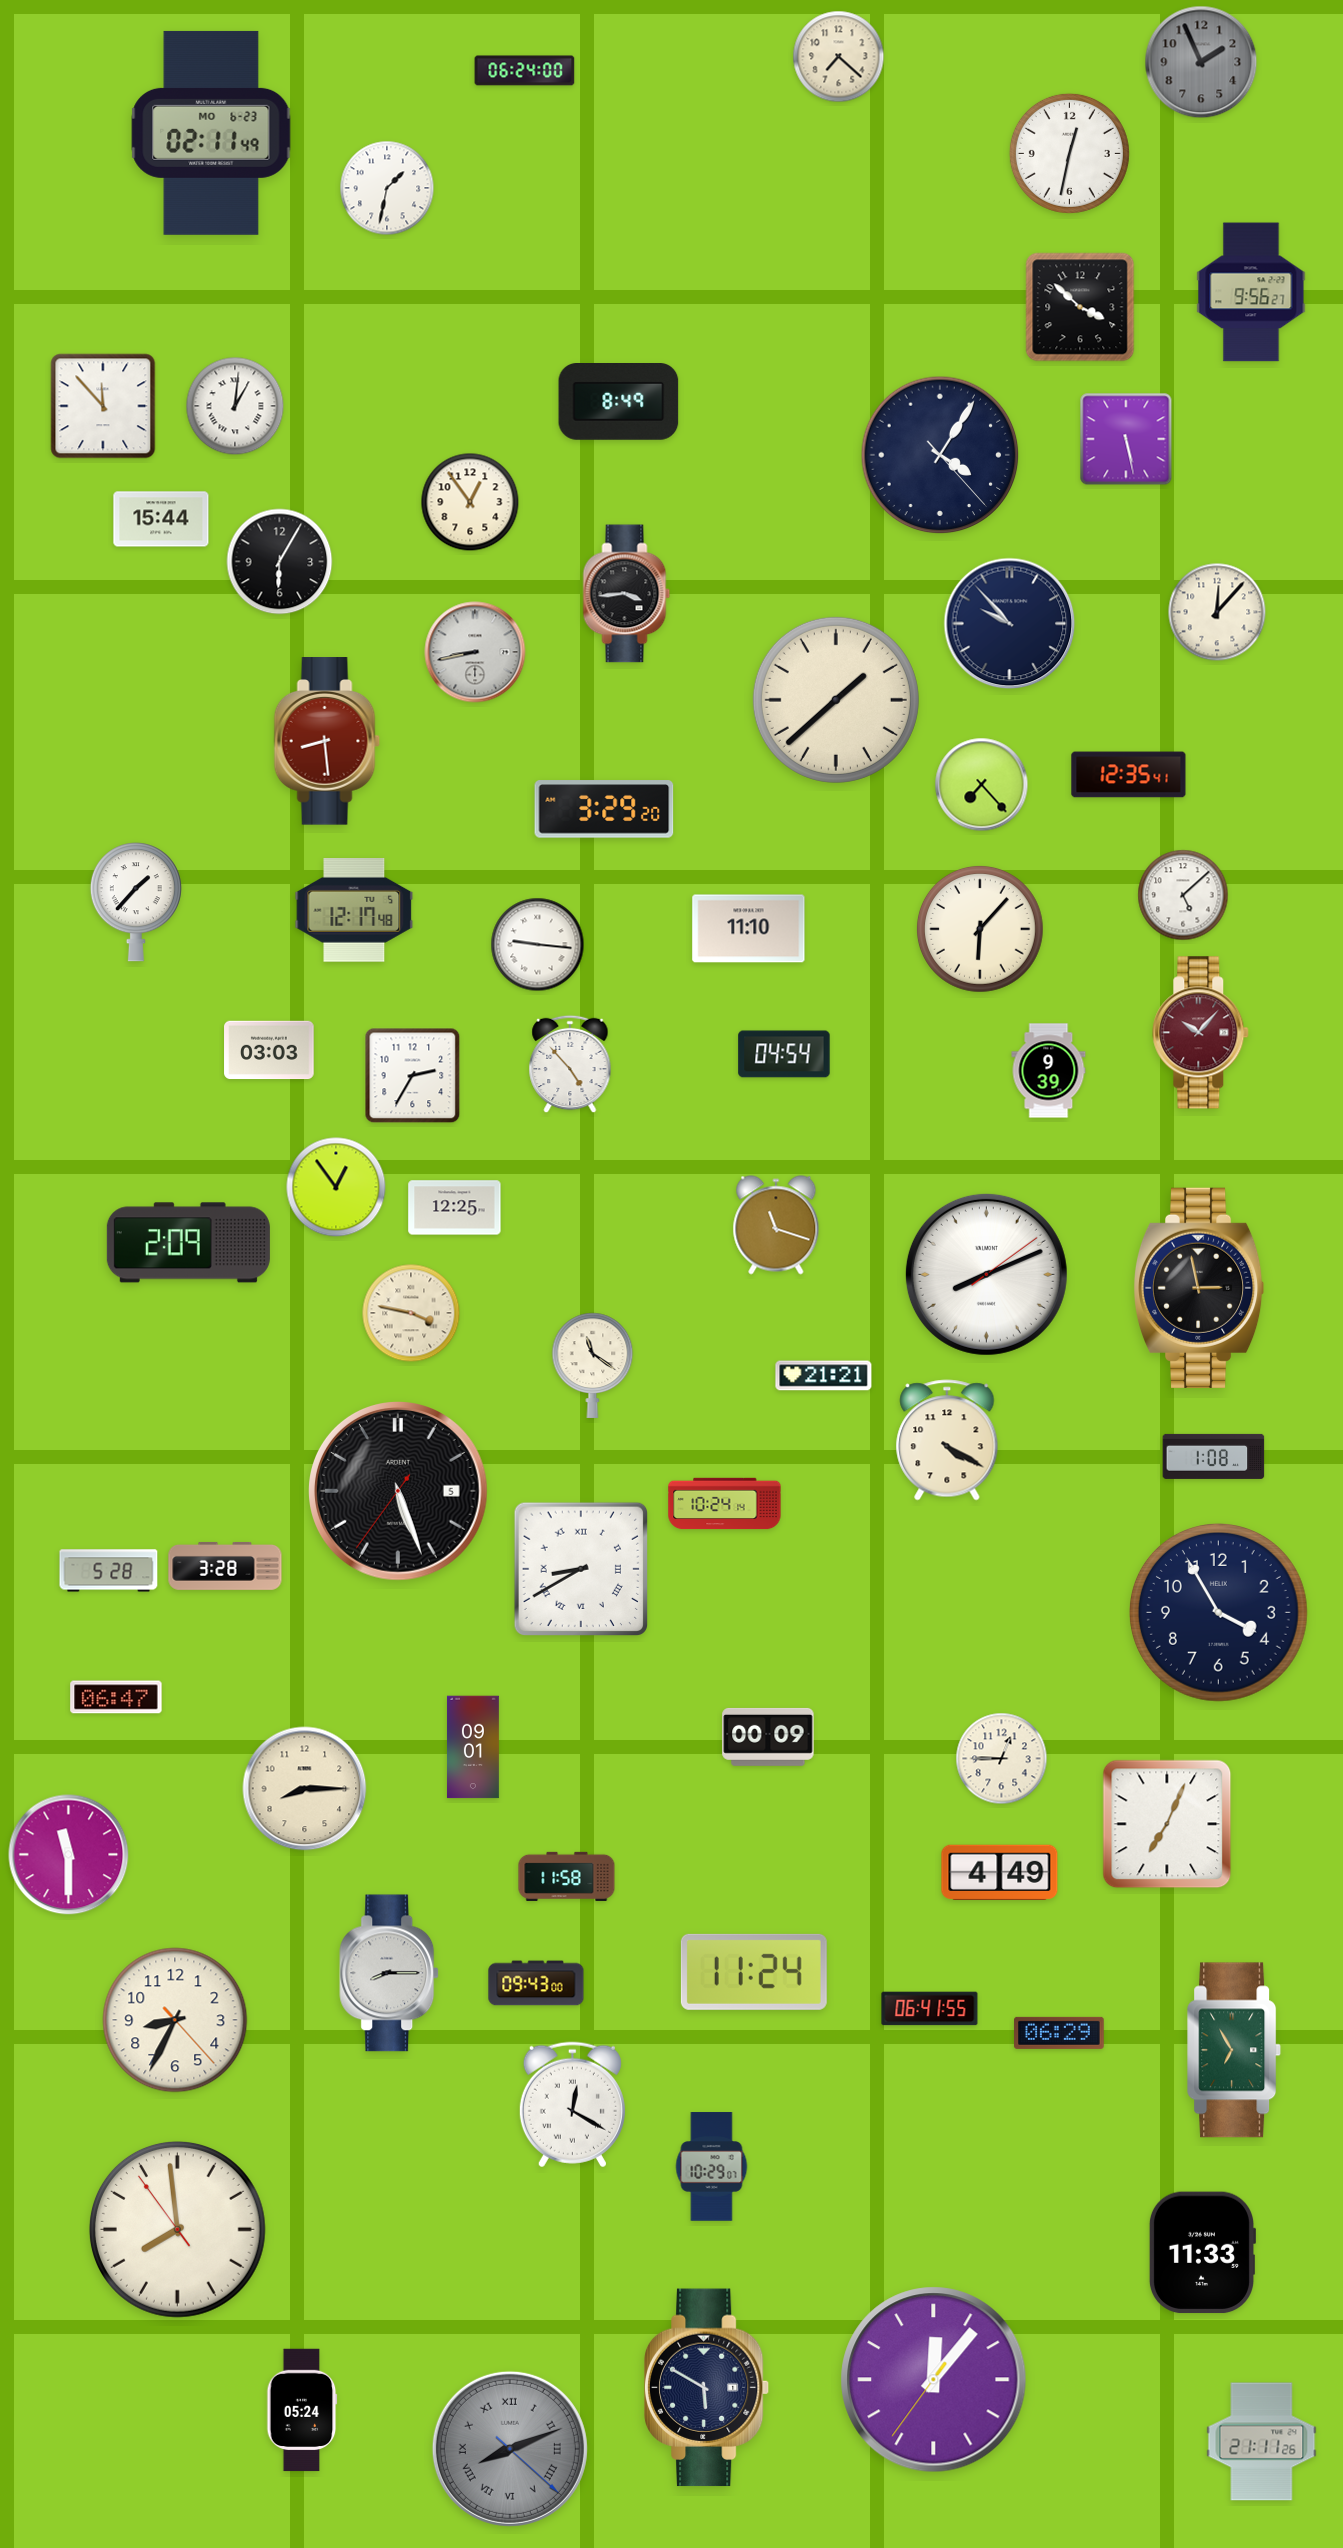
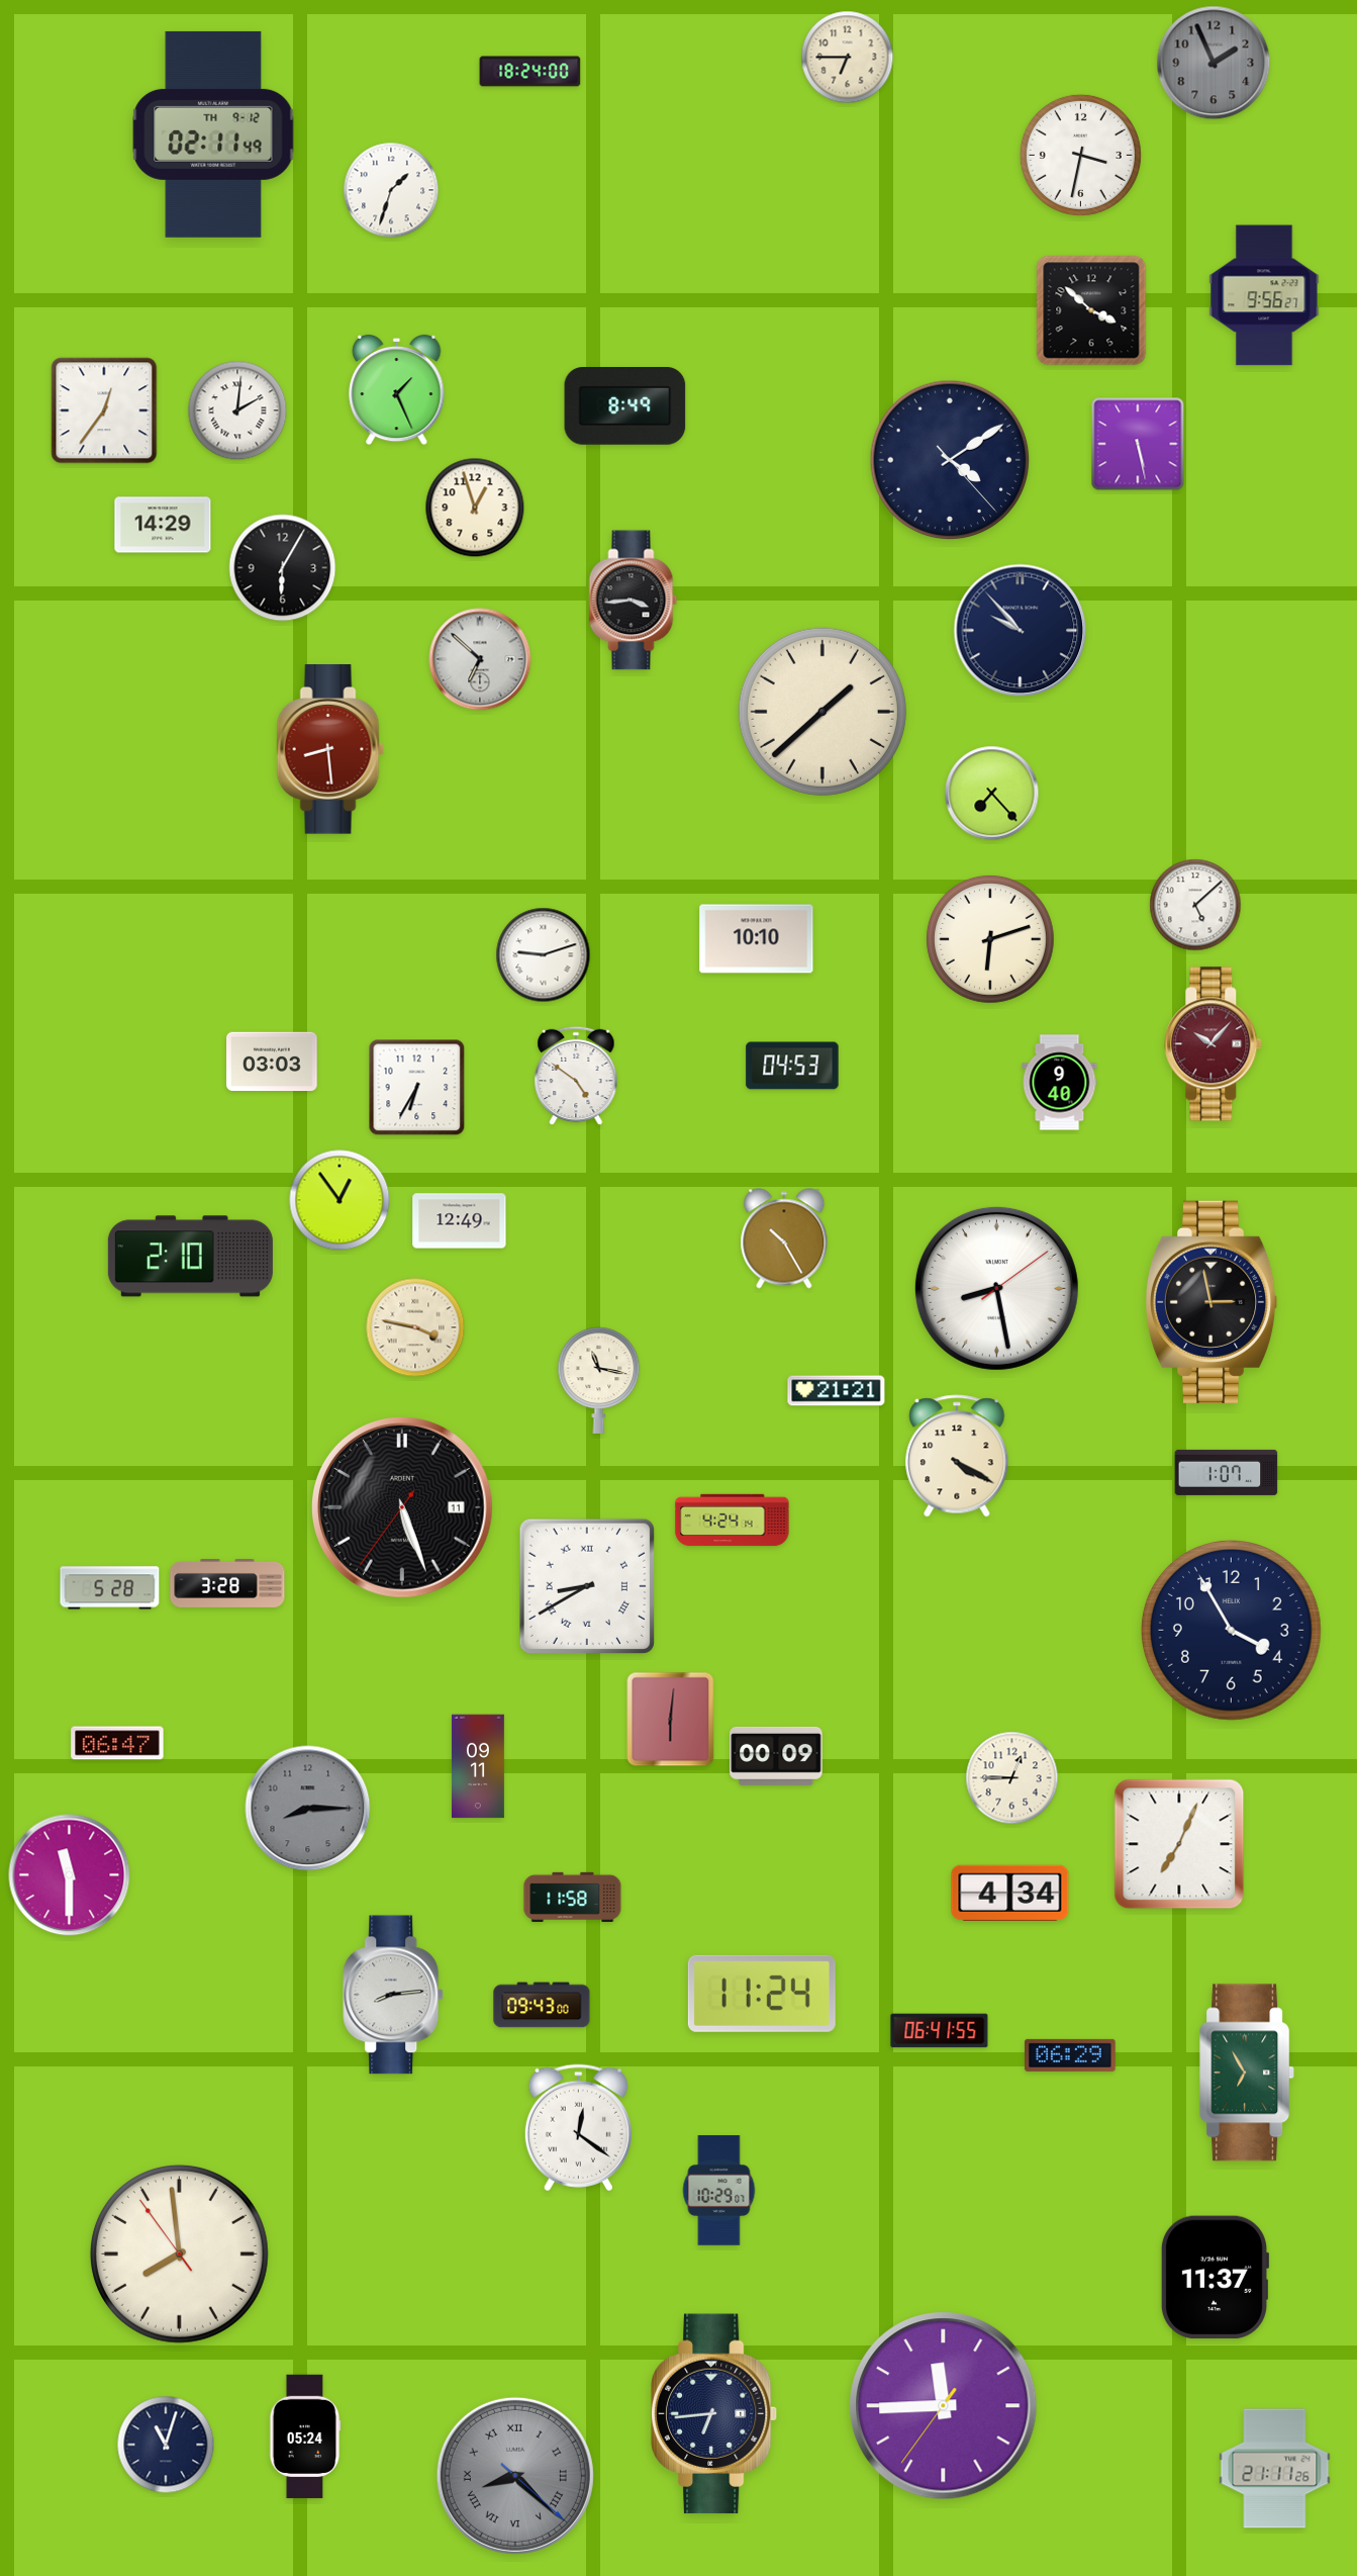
clock at (839, 57): 7:22 -> 6:45
clock at (525, 71): 06:24 -> 18:24
clock at (211, 133) date: MO 6-23 -> TH 9-12
clock at (1069, 153): 12:32 -> 3:32
clock at (387, 188): 1:32 -> 1:33
clock at (397, 390): none -> 1:26
clock at (103, 406): 11:53 -> 12:36
clock at (235, 406): 1:01 -> 2:01
clock at (940, 455): 4:05 -> 4:09
clock at (470, 502): 12:54 -> 12:57
clock at (161, 519): 15:44 -> 14:29
clock at (1217, 612): 12:07 -> none
clock at (475, 652): 8:43 -> 6:52
clock at (836, 700) position: (836, 700) -> (822, 712)
clock at (1129, 775): 12:35 -> none
clock at (604, 809): 3:29 -> none
clock at (136, 902): 1:37 -> none
clock at (354, 911): 12:17 -> none
clock at (749, 929): 11:10 -> 10:10
clock at (981, 930): 6:07 -> 6:12
clock at (538, 945): 9:16 -> 9:12
clock at (784, 1054): 04:54 -> 04:53
clock at (570, 1064): 4:53 -> 4:51
clock at (1049, 1071): 9:39 -> 9:40
clock at (413, 1076): 2:35 -> 6:35
clock at (455, 1208): 12:25 -> 12:49
clock at (776, 1225): 11:18 -> 10:25
clock at (188, 1243): 2:09 -> 2:10
clock at (986, 1274): 8:11 -> 8:28
clock at (593, 1365): 11:21 -> 11:17
clock at (824, 1376) position: (824, 1376) -> (837, 1391)
clock at (1214, 1456): 1:08 -> 1:07
clock at (399, 1492) date: 5 -> 11
clock at (725, 1504): 10:24 -> 4:24
clock at (116, 1697) position: (116, 1697) -> (117, 1743)
clock at (671, 1720): none -> 6:01
clock at (473, 1747): 09:01 -> 09:11
clock at (305, 1789) dial: cream -> grey
clock at (1000, 1872): 4:49 -> 4:34
clock at (390, 1973): 8:15 -> 8:14
clock at (175, 2020): 8:34 -> none
clock at (572, 2105): 12:20 -> 12:21
clock at (1201, 2253): 11:33 -> 11:37
clock at (934, 2380): 12:06 -> 11:44
clock at (707, 2388): 5:50 -> 6:44
clock at (166, 2445): none -> 11:03
clock at (510, 2449): 8:11 -> 8:22
